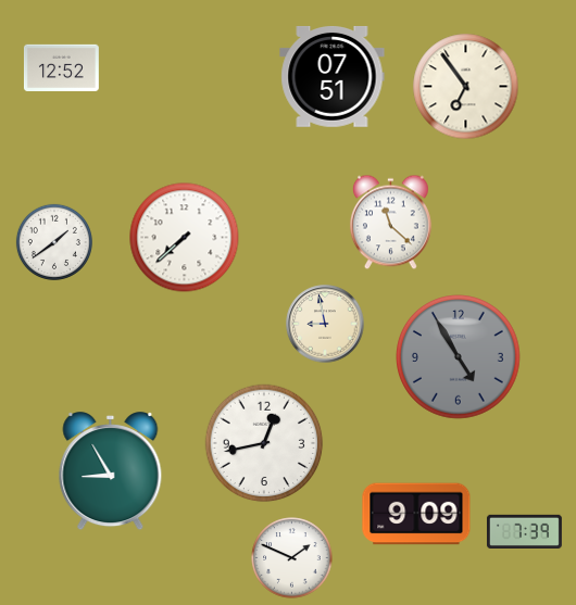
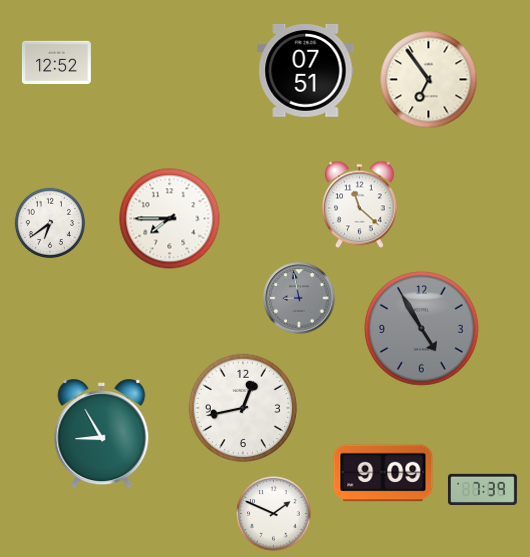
clock at (185, 238): 7:38 -> 7:45
clock at (54, 242): 1:39 -> 6:39
clock at (325, 324) dial: cream -> grey
clock at (292, 558) position: (292, 558) -> (274, 514)
